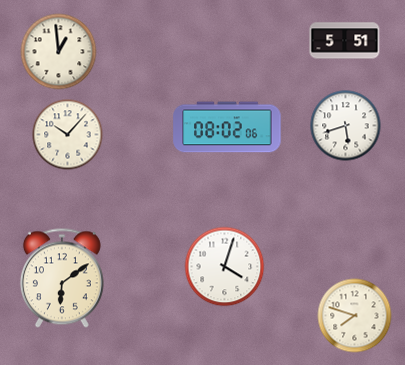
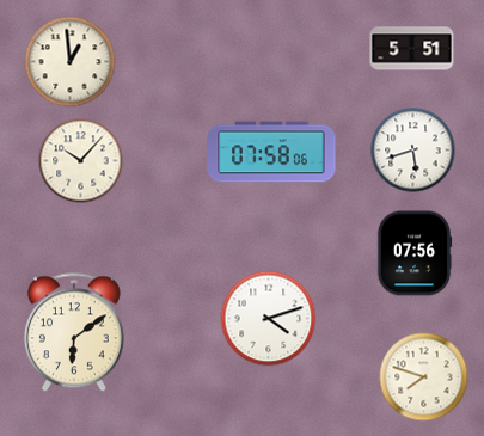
clock at (227, 127): 08:02 -> 07:58
clock at (415, 253): none -> 07:56
clock at (225, 267): 4:03 -> 4:12
